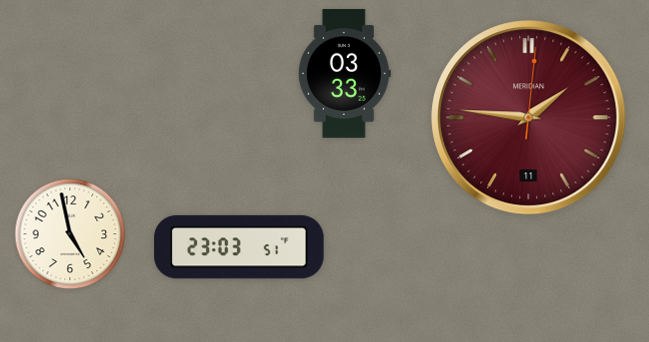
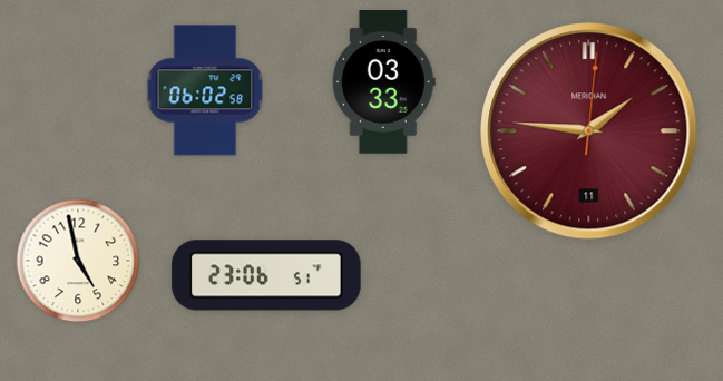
clock at (205, 90): none -> 06:02
clock at (239, 247): 23:03 -> 23:06
